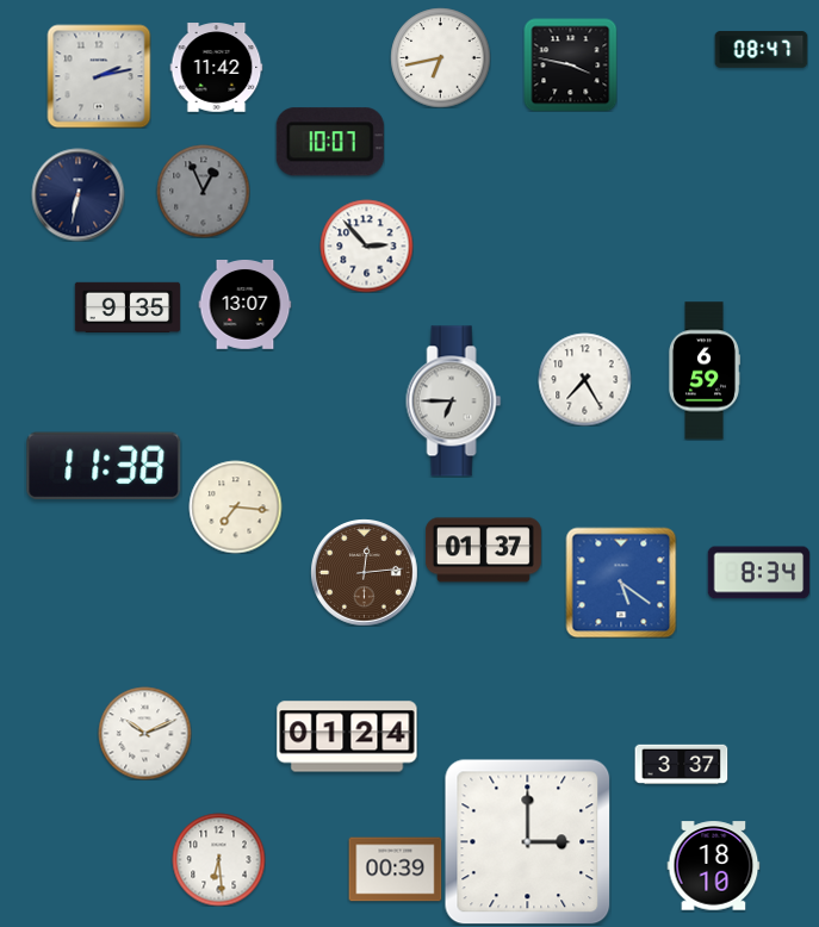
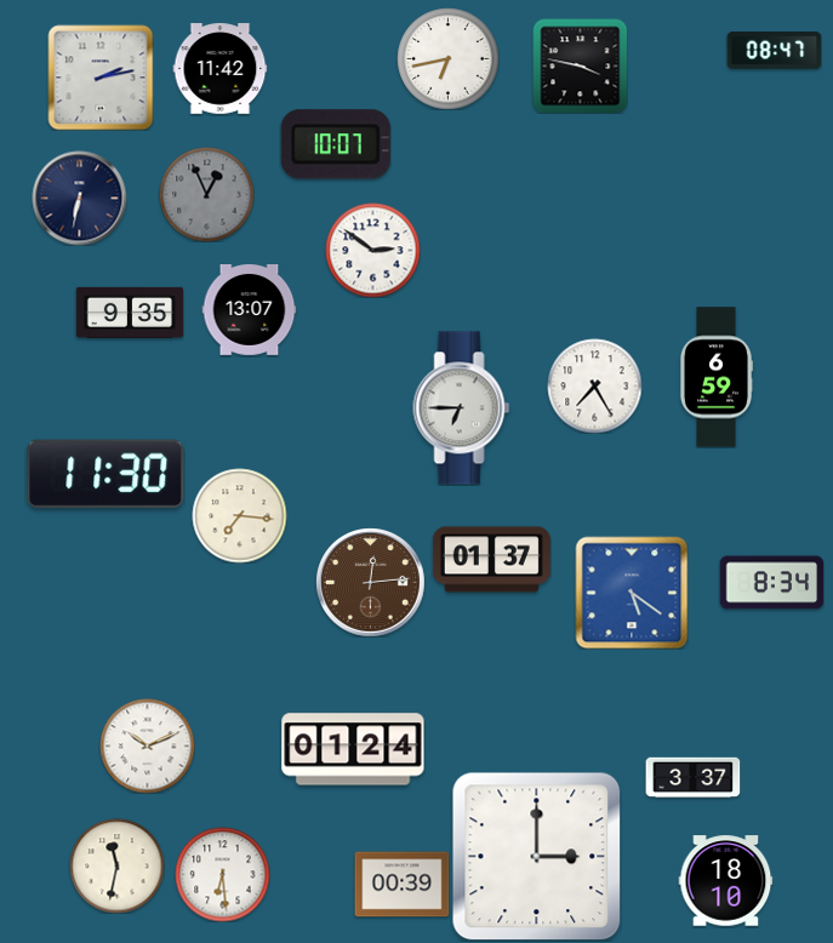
clock at (366, 245): 2:53 -> 2:51
clock at (104, 466): 11:38 -> 11:30
clock at (116, 865): none -> 11:32
